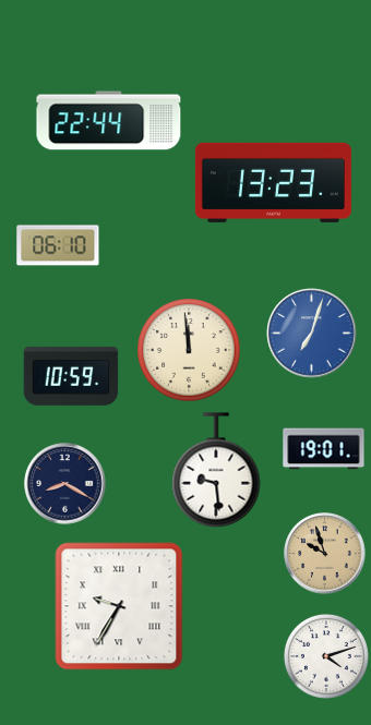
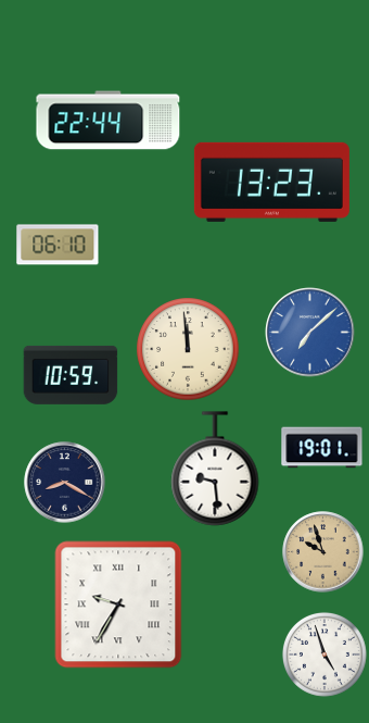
clock at (312, 334): 7:03 -> 7:08
clock at (326, 656): 4:12 -> 4:57
